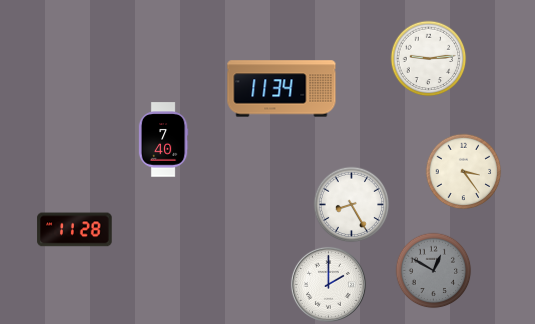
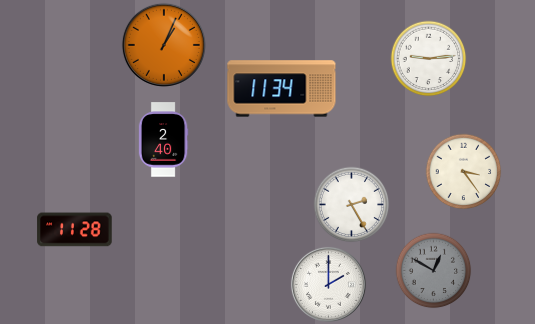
clock at (164, 45): none -> 1:04
clock at (163, 140): 7:40 -> 2:40
clock at (352, 205): 8:25 -> 2:25
